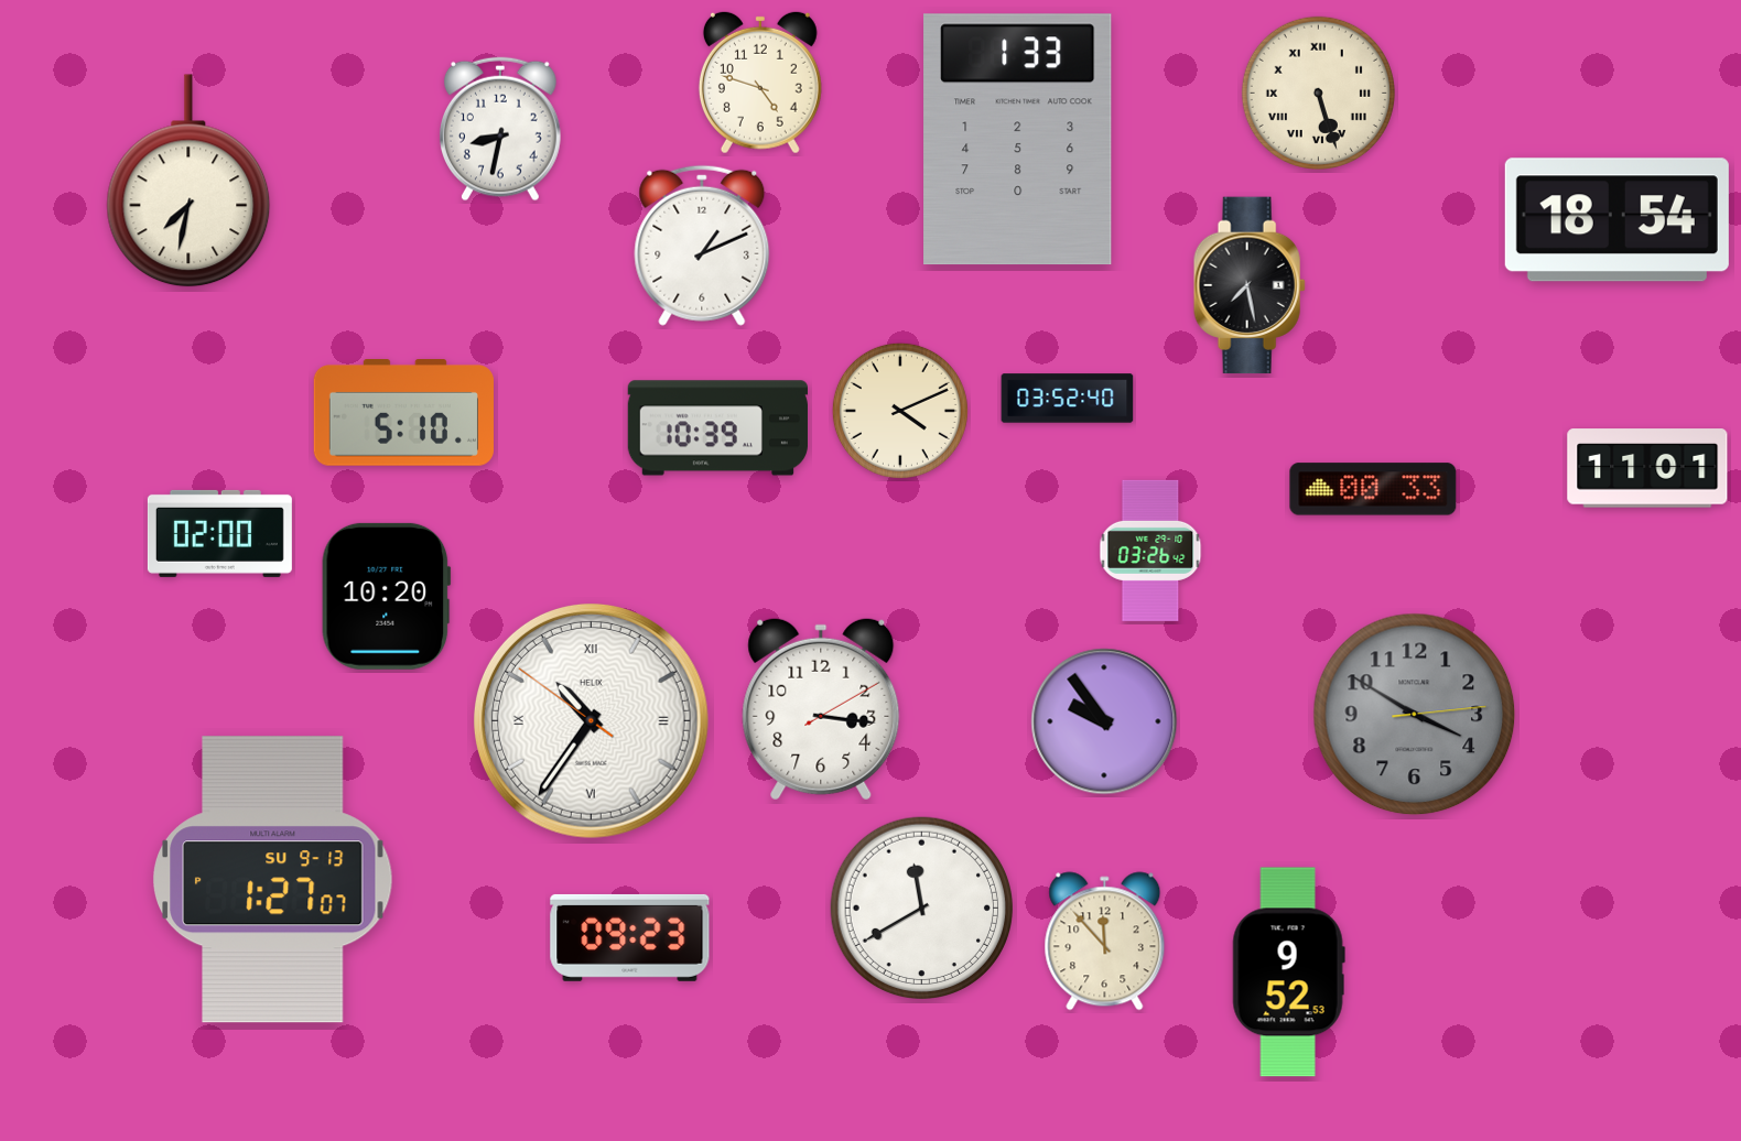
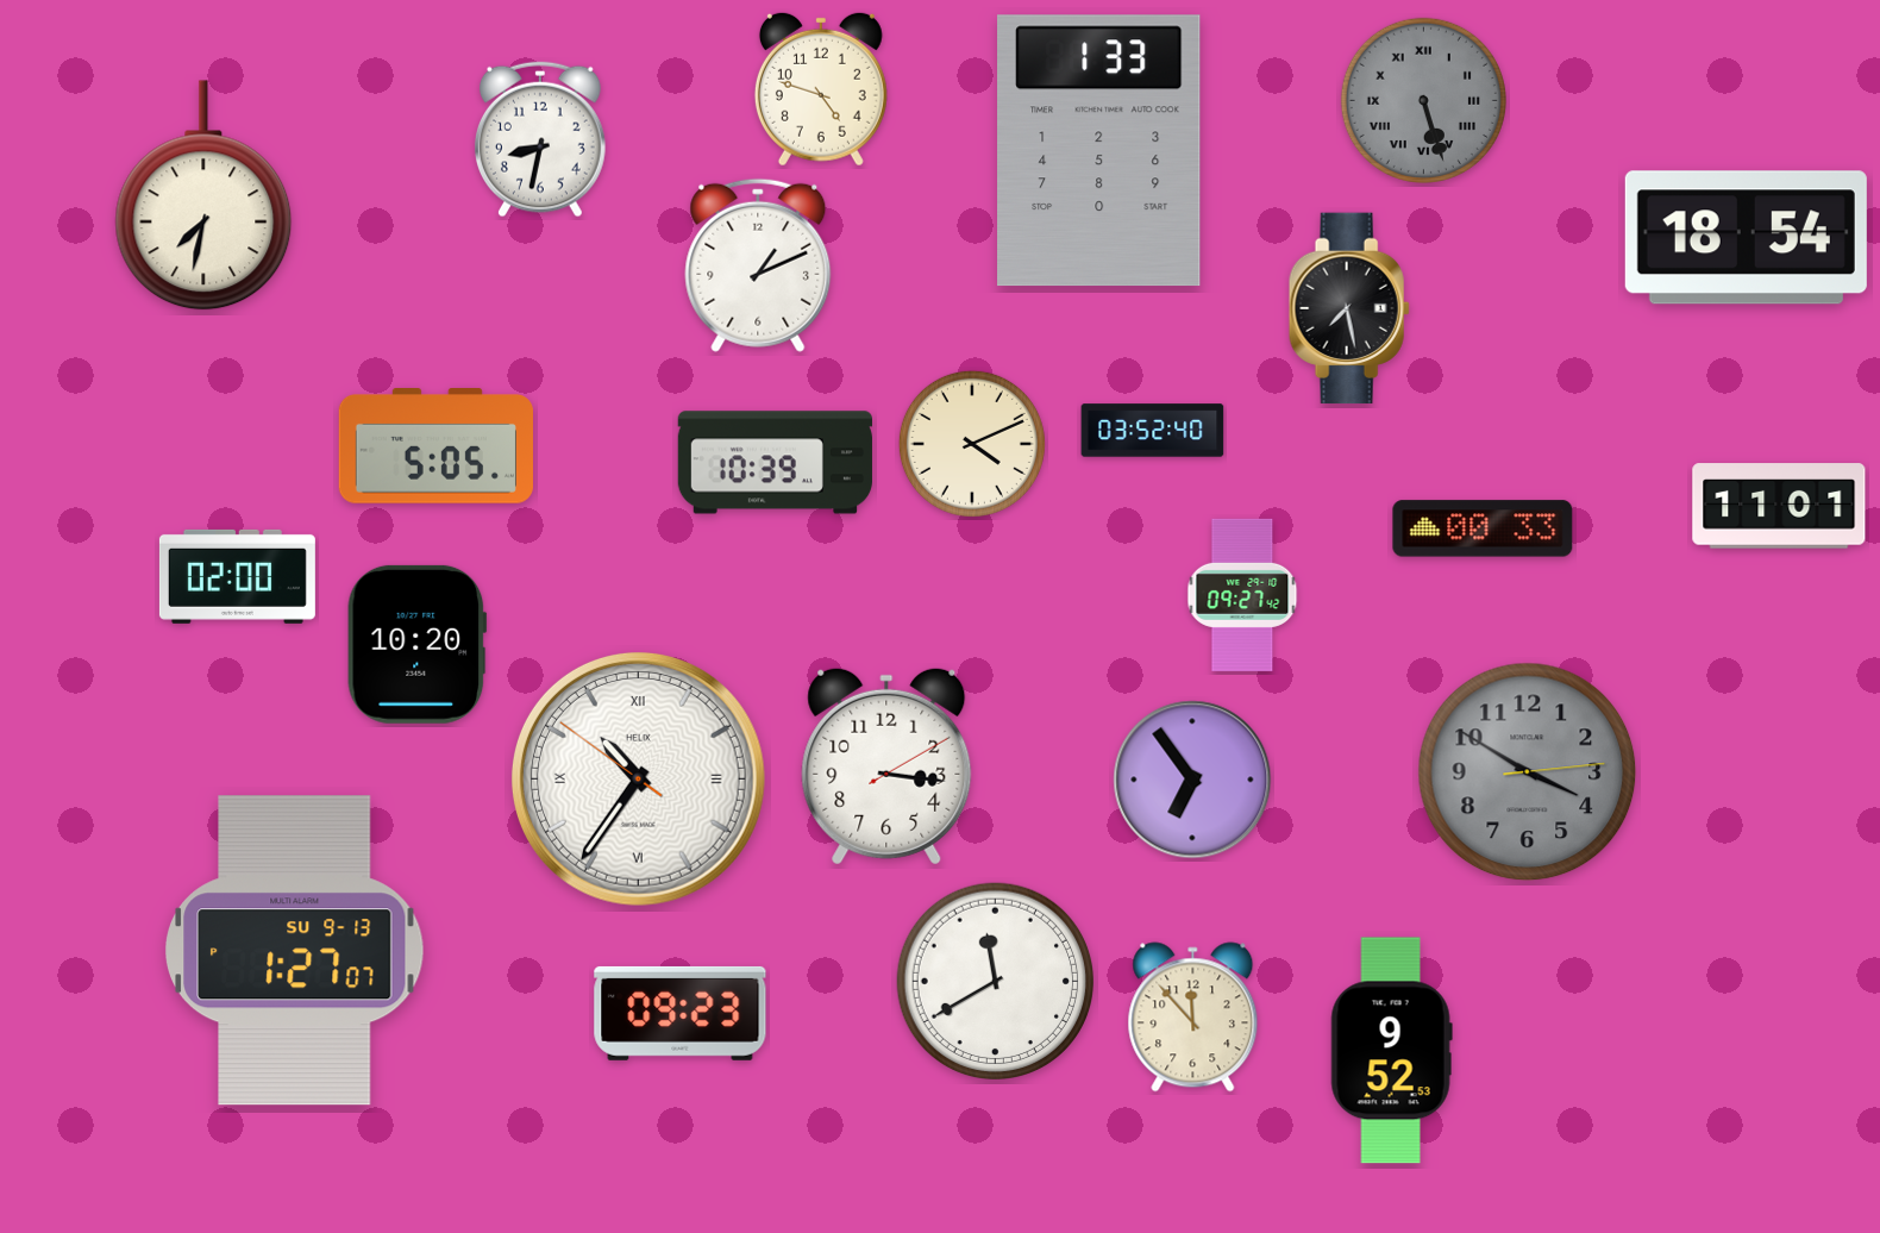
clock at (1318, 93) dial: cream -> grey
clock at (403, 413): 5:10 -> 5:05
clock at (1150, 551): 03:26 -> 09:27
clock at (1104, 721): 9:54 -> 6:54
